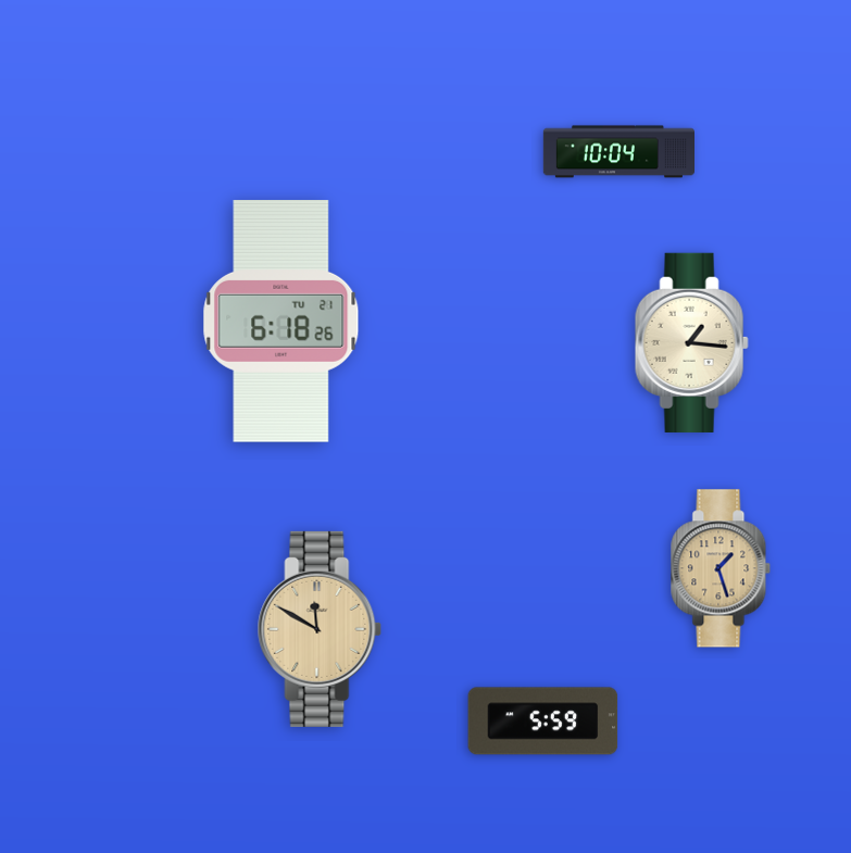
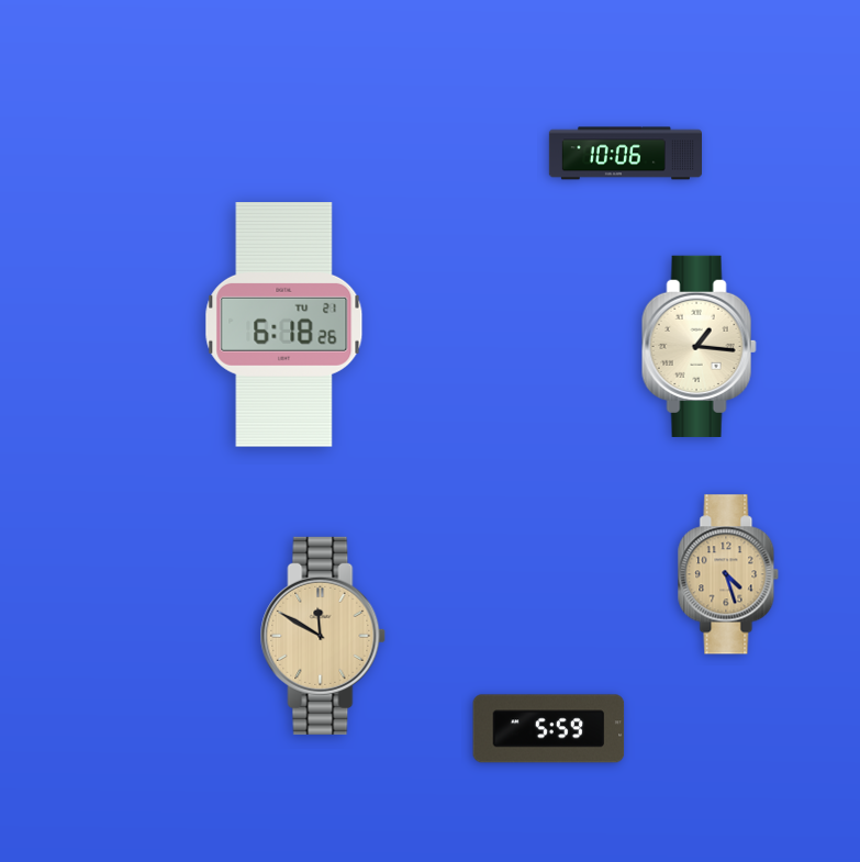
clock at (618, 152): 10:04 -> 10:06
clock at (721, 568): 1:27 -> 4:27
